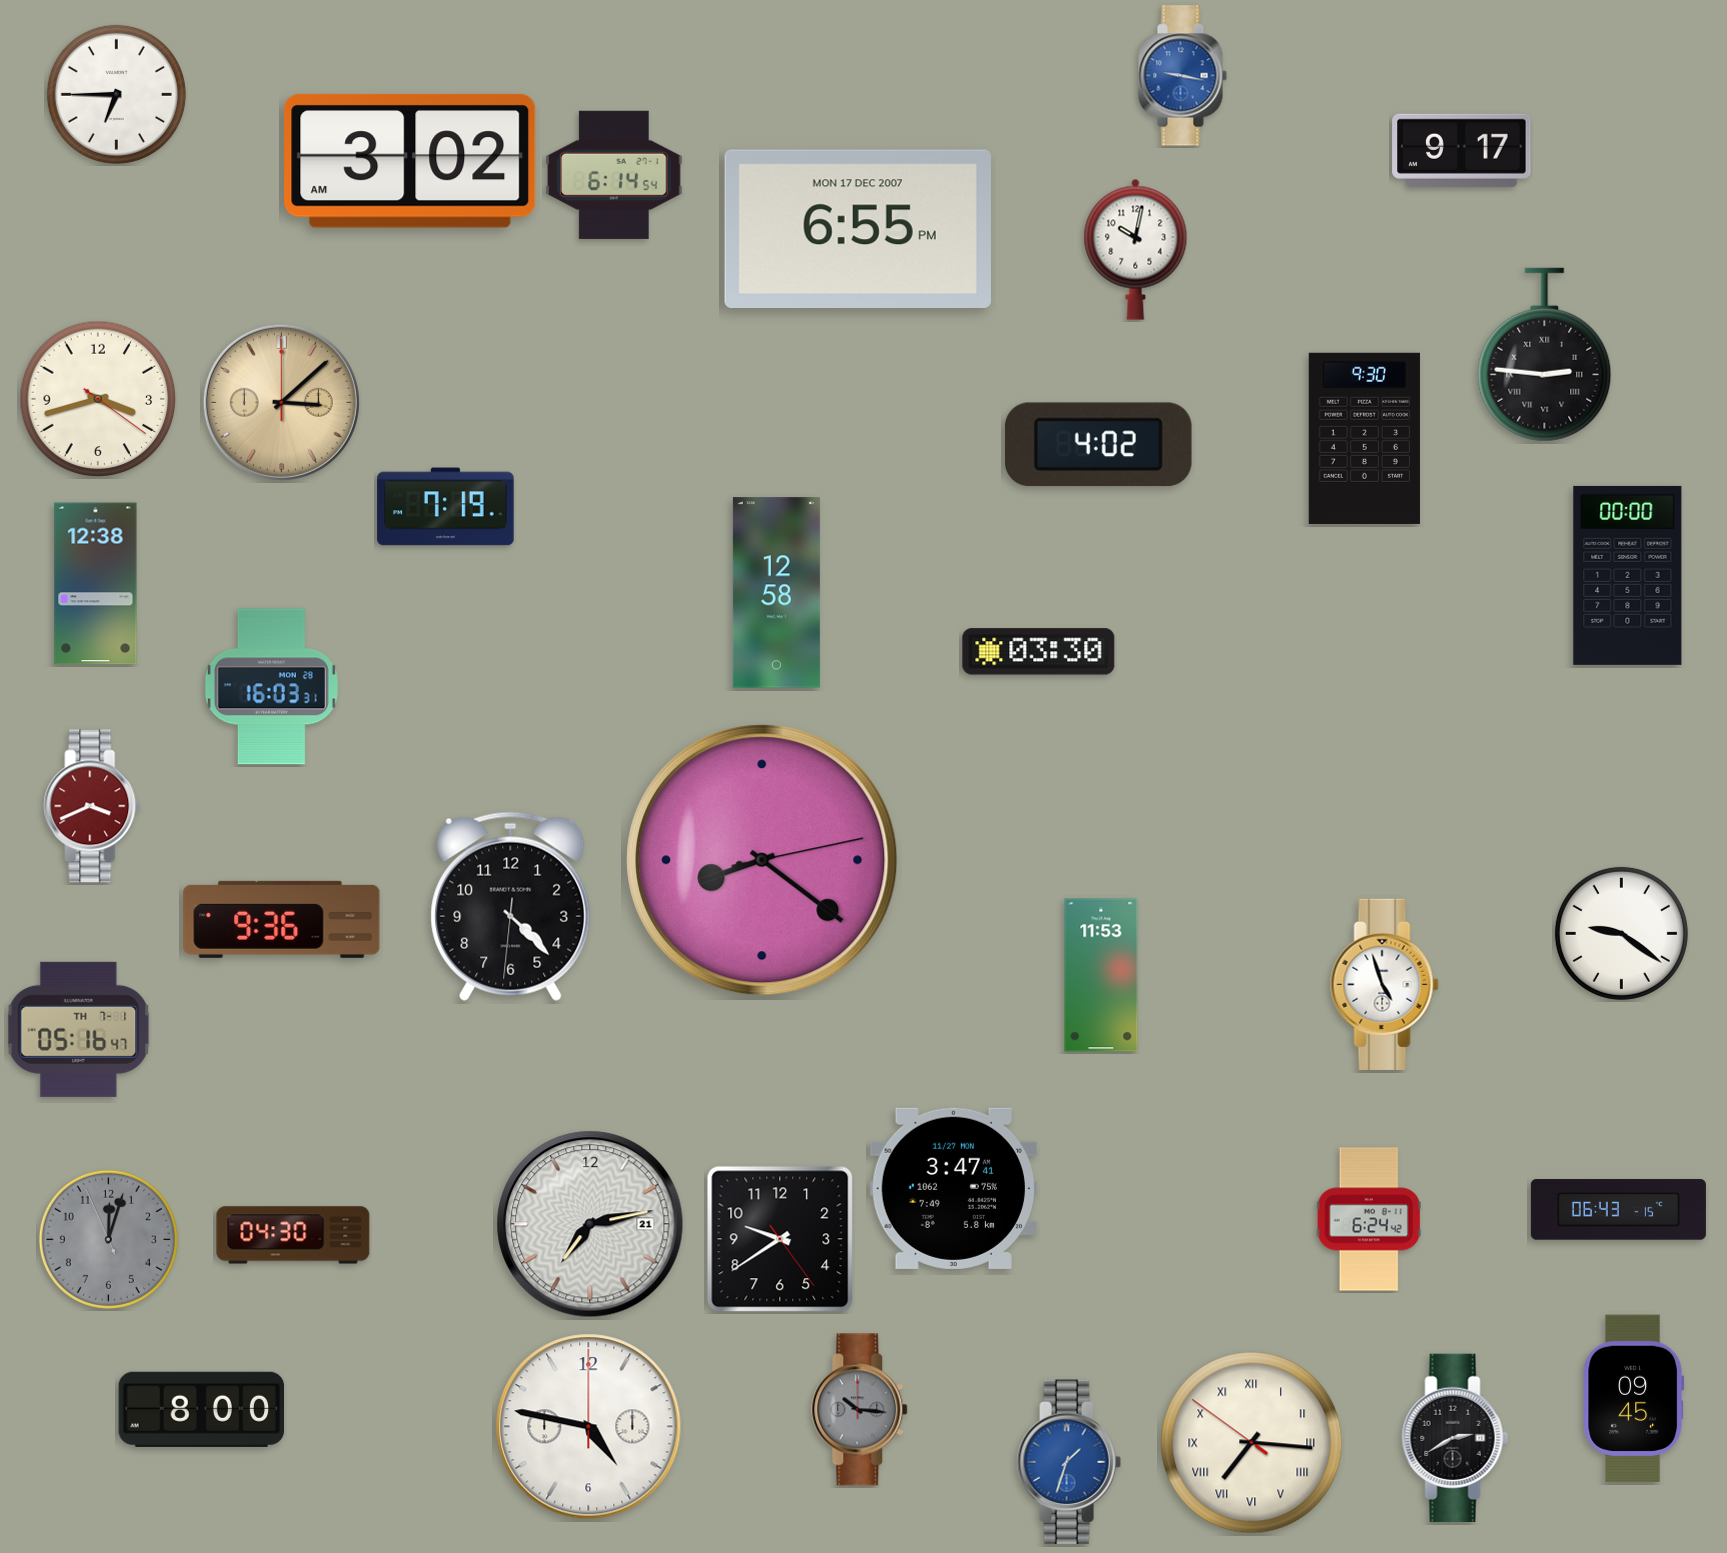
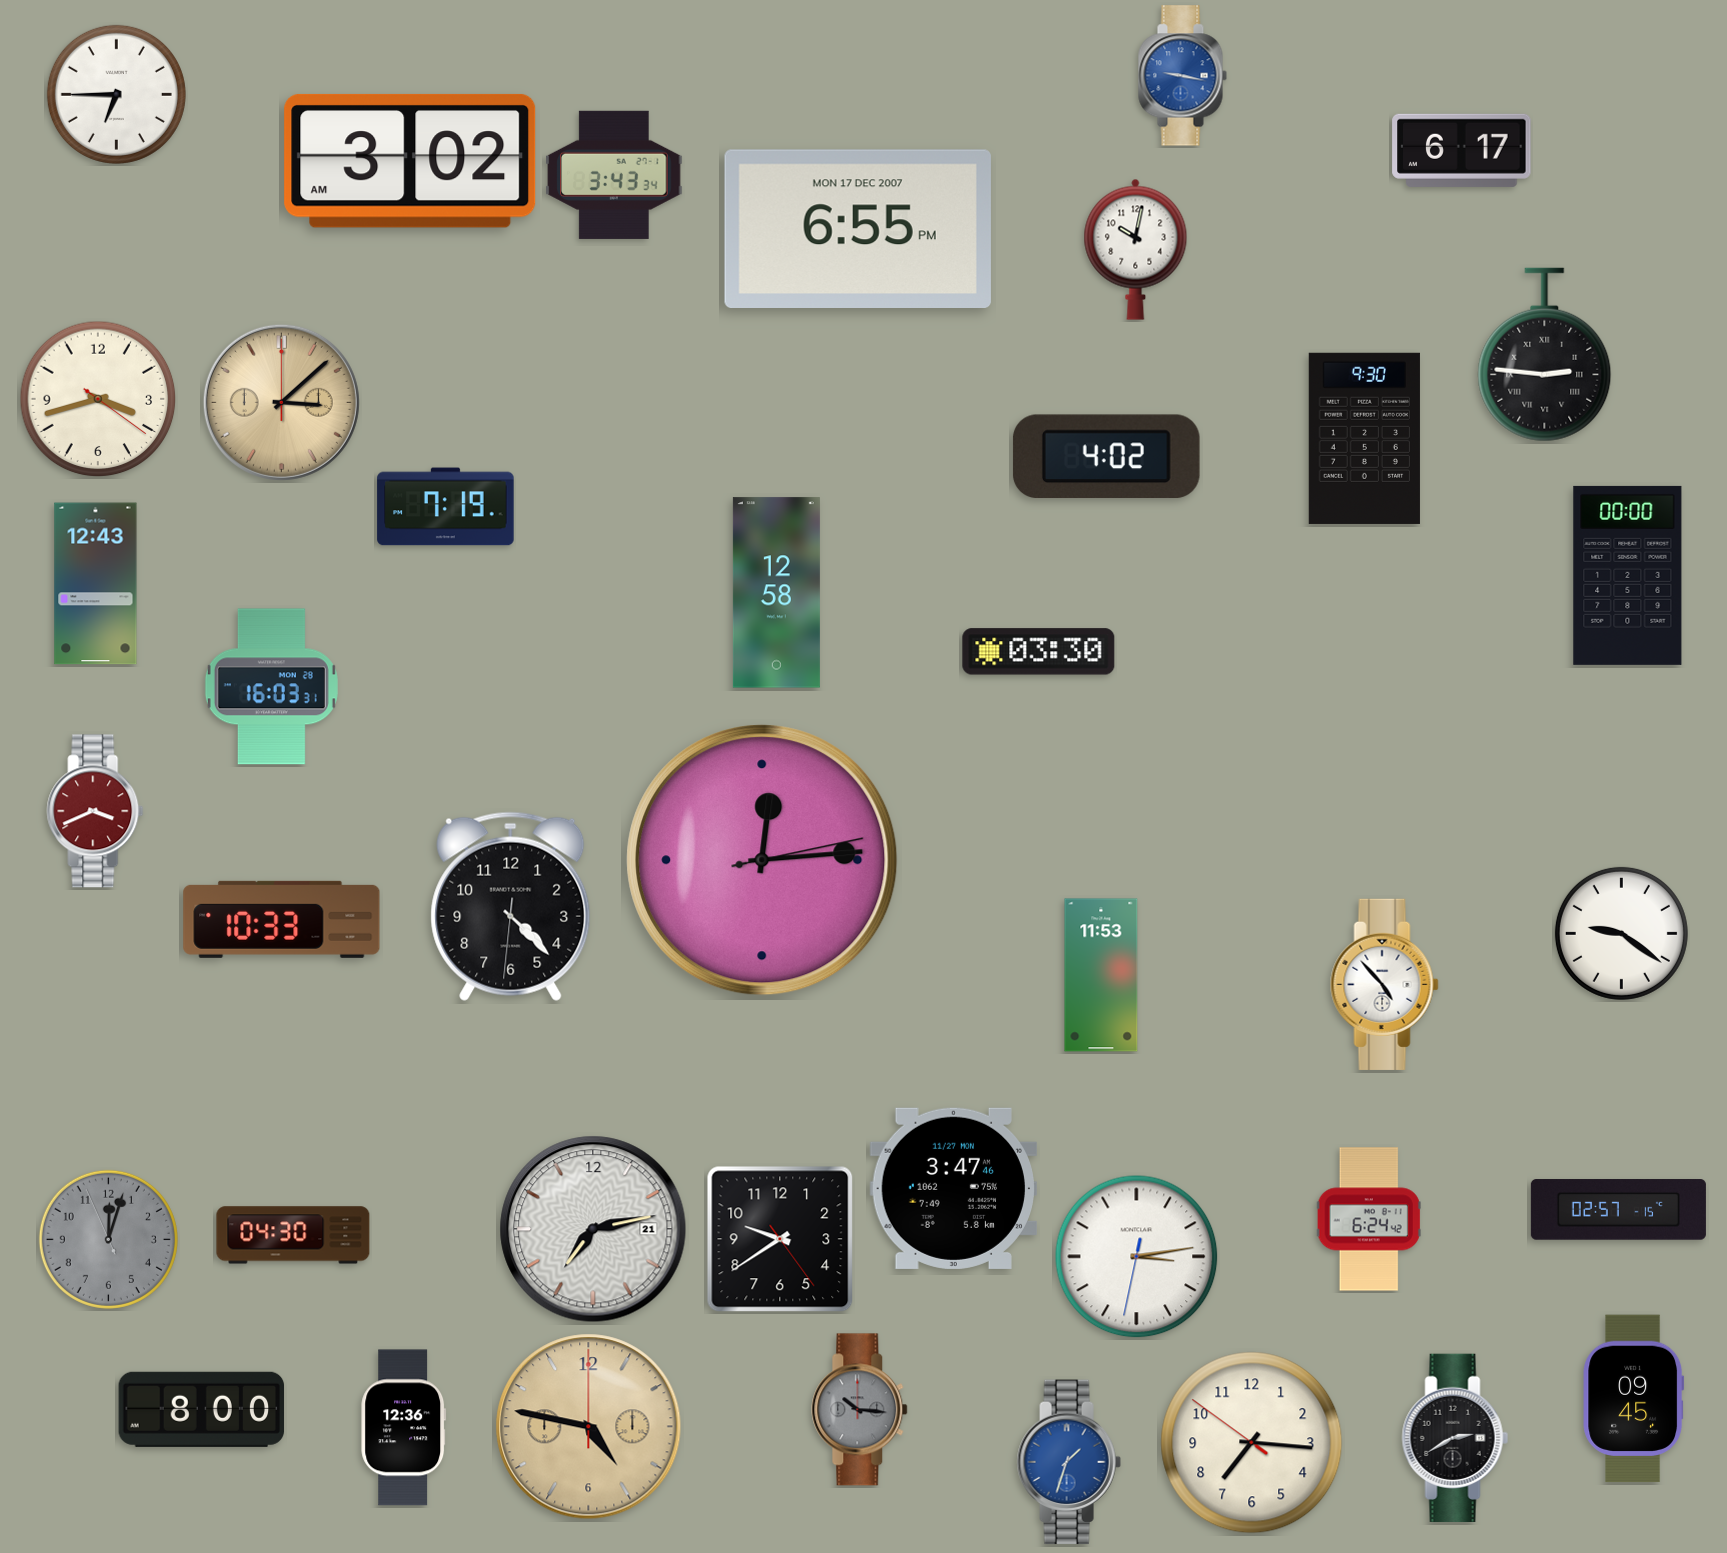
clock at (1462, 150): 9:17 -> 6:17
clock at (614, 175): 6:14 -> 3:43
clock at (1098, 444) position: (1098, 444) -> (1106, 456)
clock at (96, 584): 12:38 -> 12:43
clock at (92, 806) position: (92, 806) -> (95, 811)
clock at (762, 860): 8:21 -> 12:14
clock at (282, 919): 9:36 -> 10:33
clock at (1385, 984): 4:57 -> 4:53
clock at (79, 1029): 05:16 -> none
clock at (953, 1188): 3:47:41 -> 3:47:46
clock at (1618, 1210): 06:43 -> 02:57
clock at (590, 1224) position: (590, 1224) -> (593, 1229)
clock at (1137, 1257): none -> 3:13
clock at (589, 1427) dial: white -> champagne
clock at (404, 1428): none -> 12:36
clock at (1252, 1443) numerals: Roman -> Arabic
